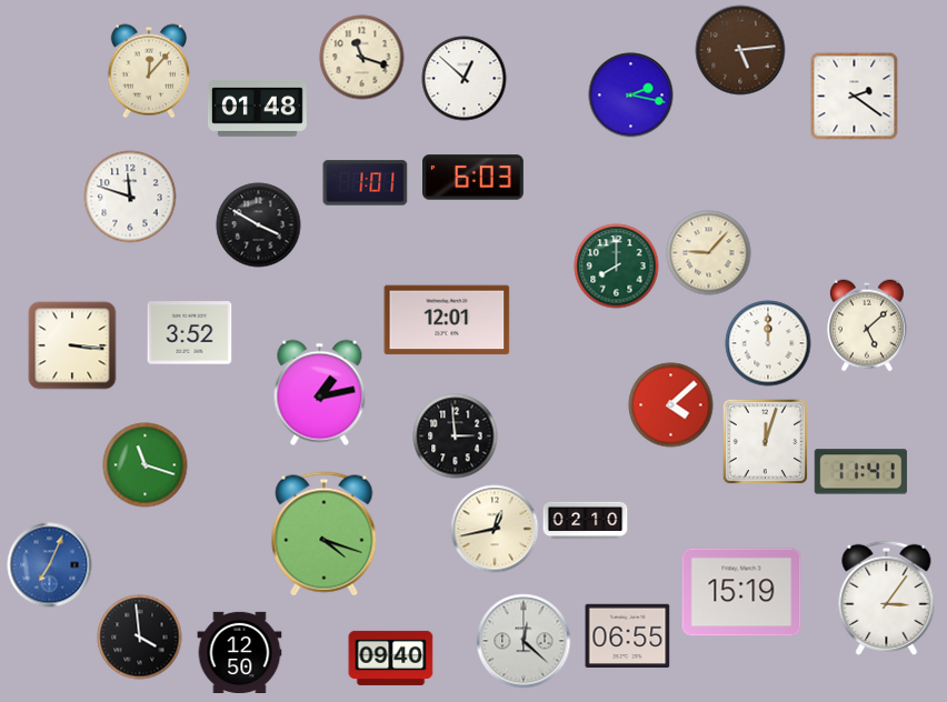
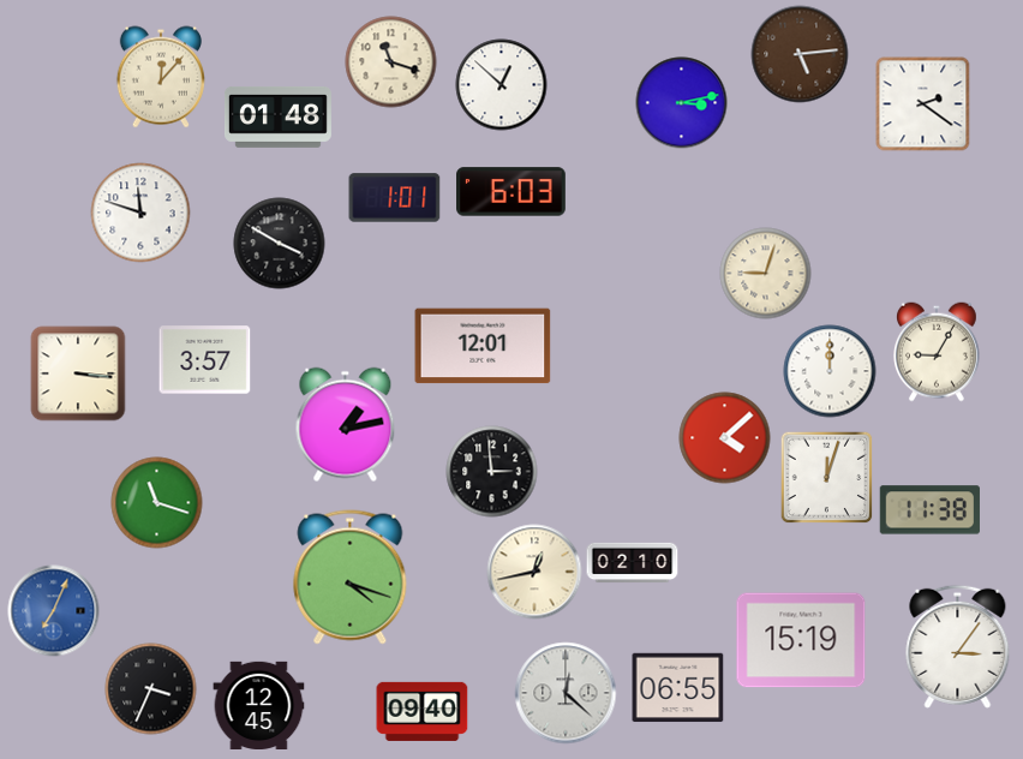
clock at (631, 96): 2:17 -> 3:13
clock at (709, 253): 9:07 -> 9:03
clock at (617, 267): 8:00 -> none
clock at (867, 325): 5:08 -> 9:05
clock at (190, 333): 3:52 -> 3:57
clock at (860, 472): 11:41 -> 11:38
clock at (140, 638): 3:59 -> 3:34
clock at (240, 652): 12:50 -> 12:45
